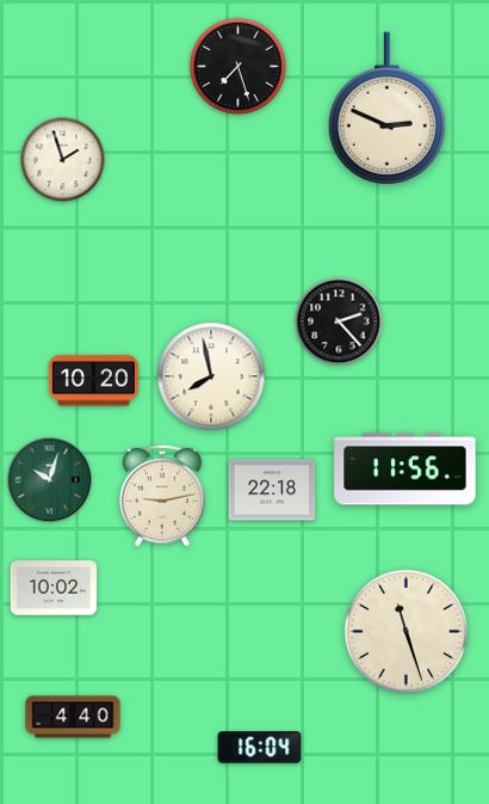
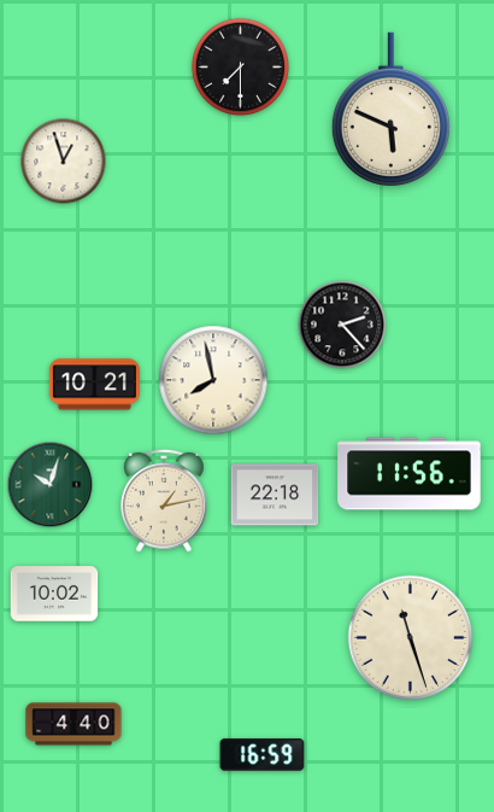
clock at (237, 66): 7:27 -> 7:30
clock at (386, 109): 2:49 -> 5:49
clock at (63, 160): 1:57 -> 12:57
clock at (93, 381): 10:20 -> 10:21
clock at (163, 496): 9:13 -> 1:13
clock at (260, 748): 16:04 -> 16:59
